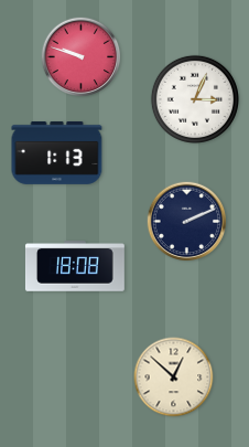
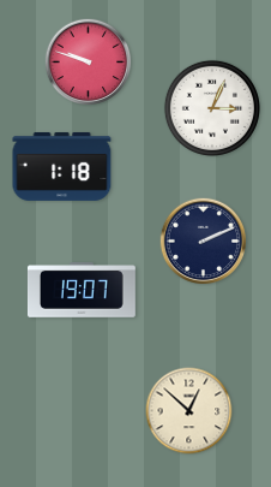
clock at (57, 152): 1:13 -> 1:18
clock at (75, 266): 18:08 -> 19:07
